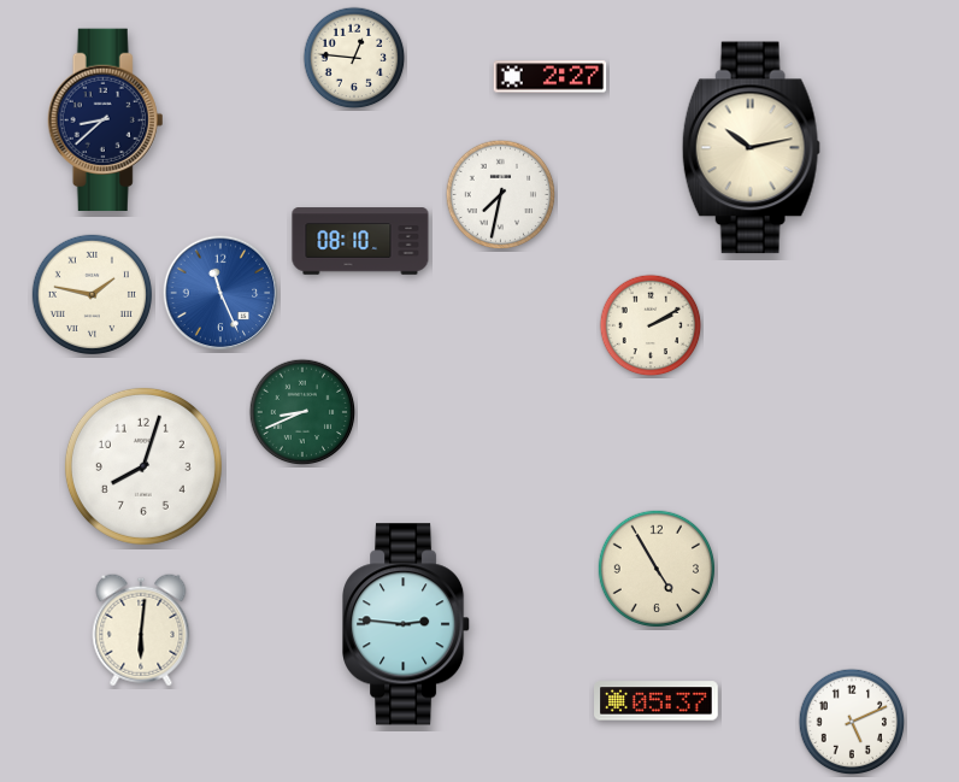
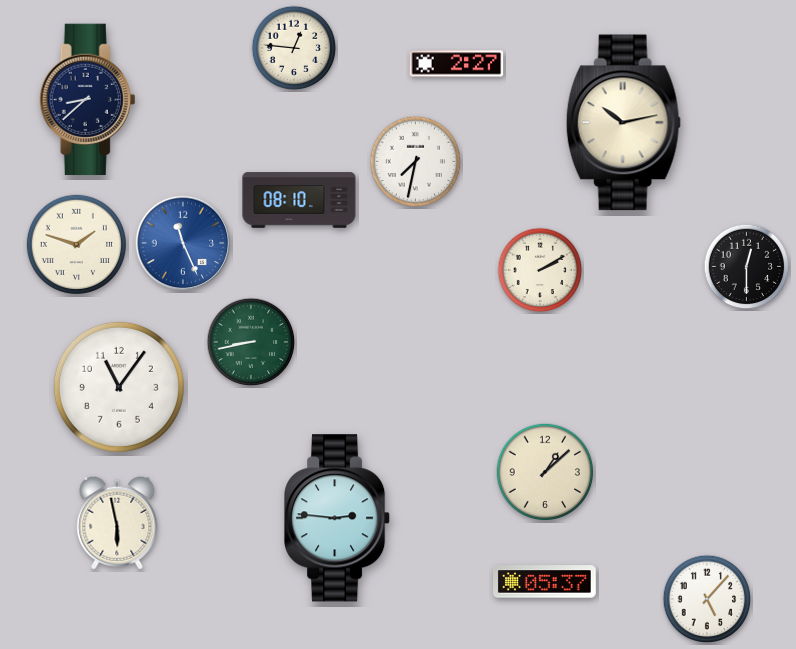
clock at (92, 294): 1:47 -> 1:48
clock at (747, 267): none -> 12:30
clock at (302, 412): 8:41 -> 8:43
clock at (143, 466): 8:03 -> 11:06
clock at (655, 568): 4:55 -> 1:08
clock at (141, 630): 6:01 -> 5:58
clock at (852, 722): 5:11 -> 5:07
